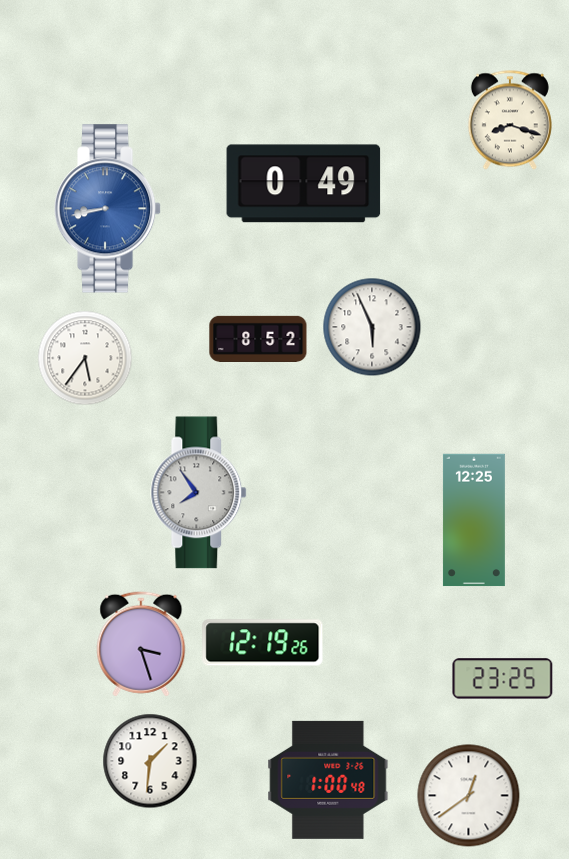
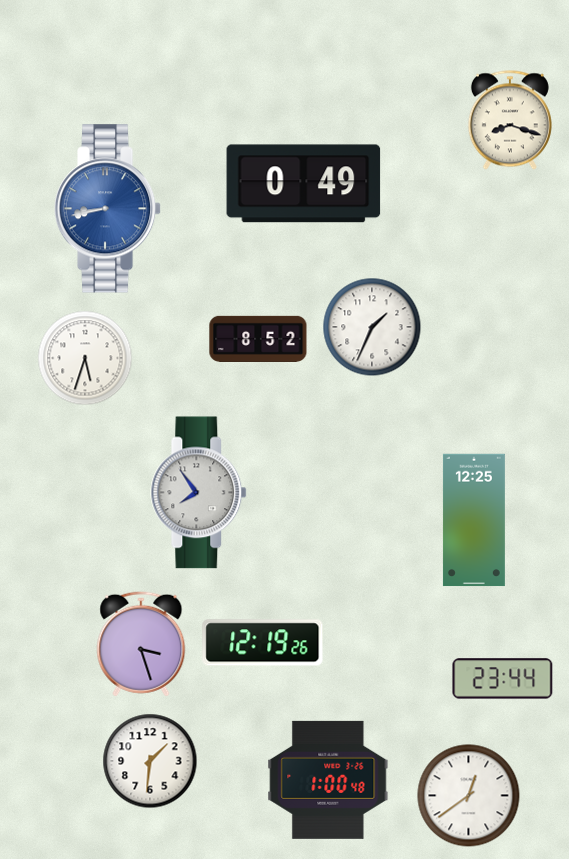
clock at (372, 327): 5:56 -> 1:34
clock at (85, 358): 5:36 -> 5:33
clock at (503, 679): 23:25 -> 23:44
